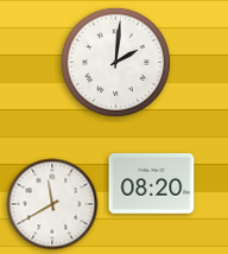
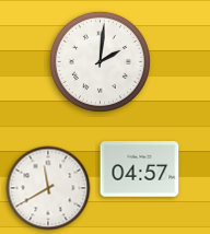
clock at (115, 62) position: (115, 62) -> (100, 61)
clock at (152, 184): 08:20 -> 04:57
